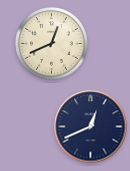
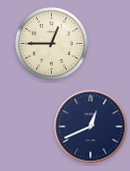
clock at (52, 44): 12:41 -> 12:45
